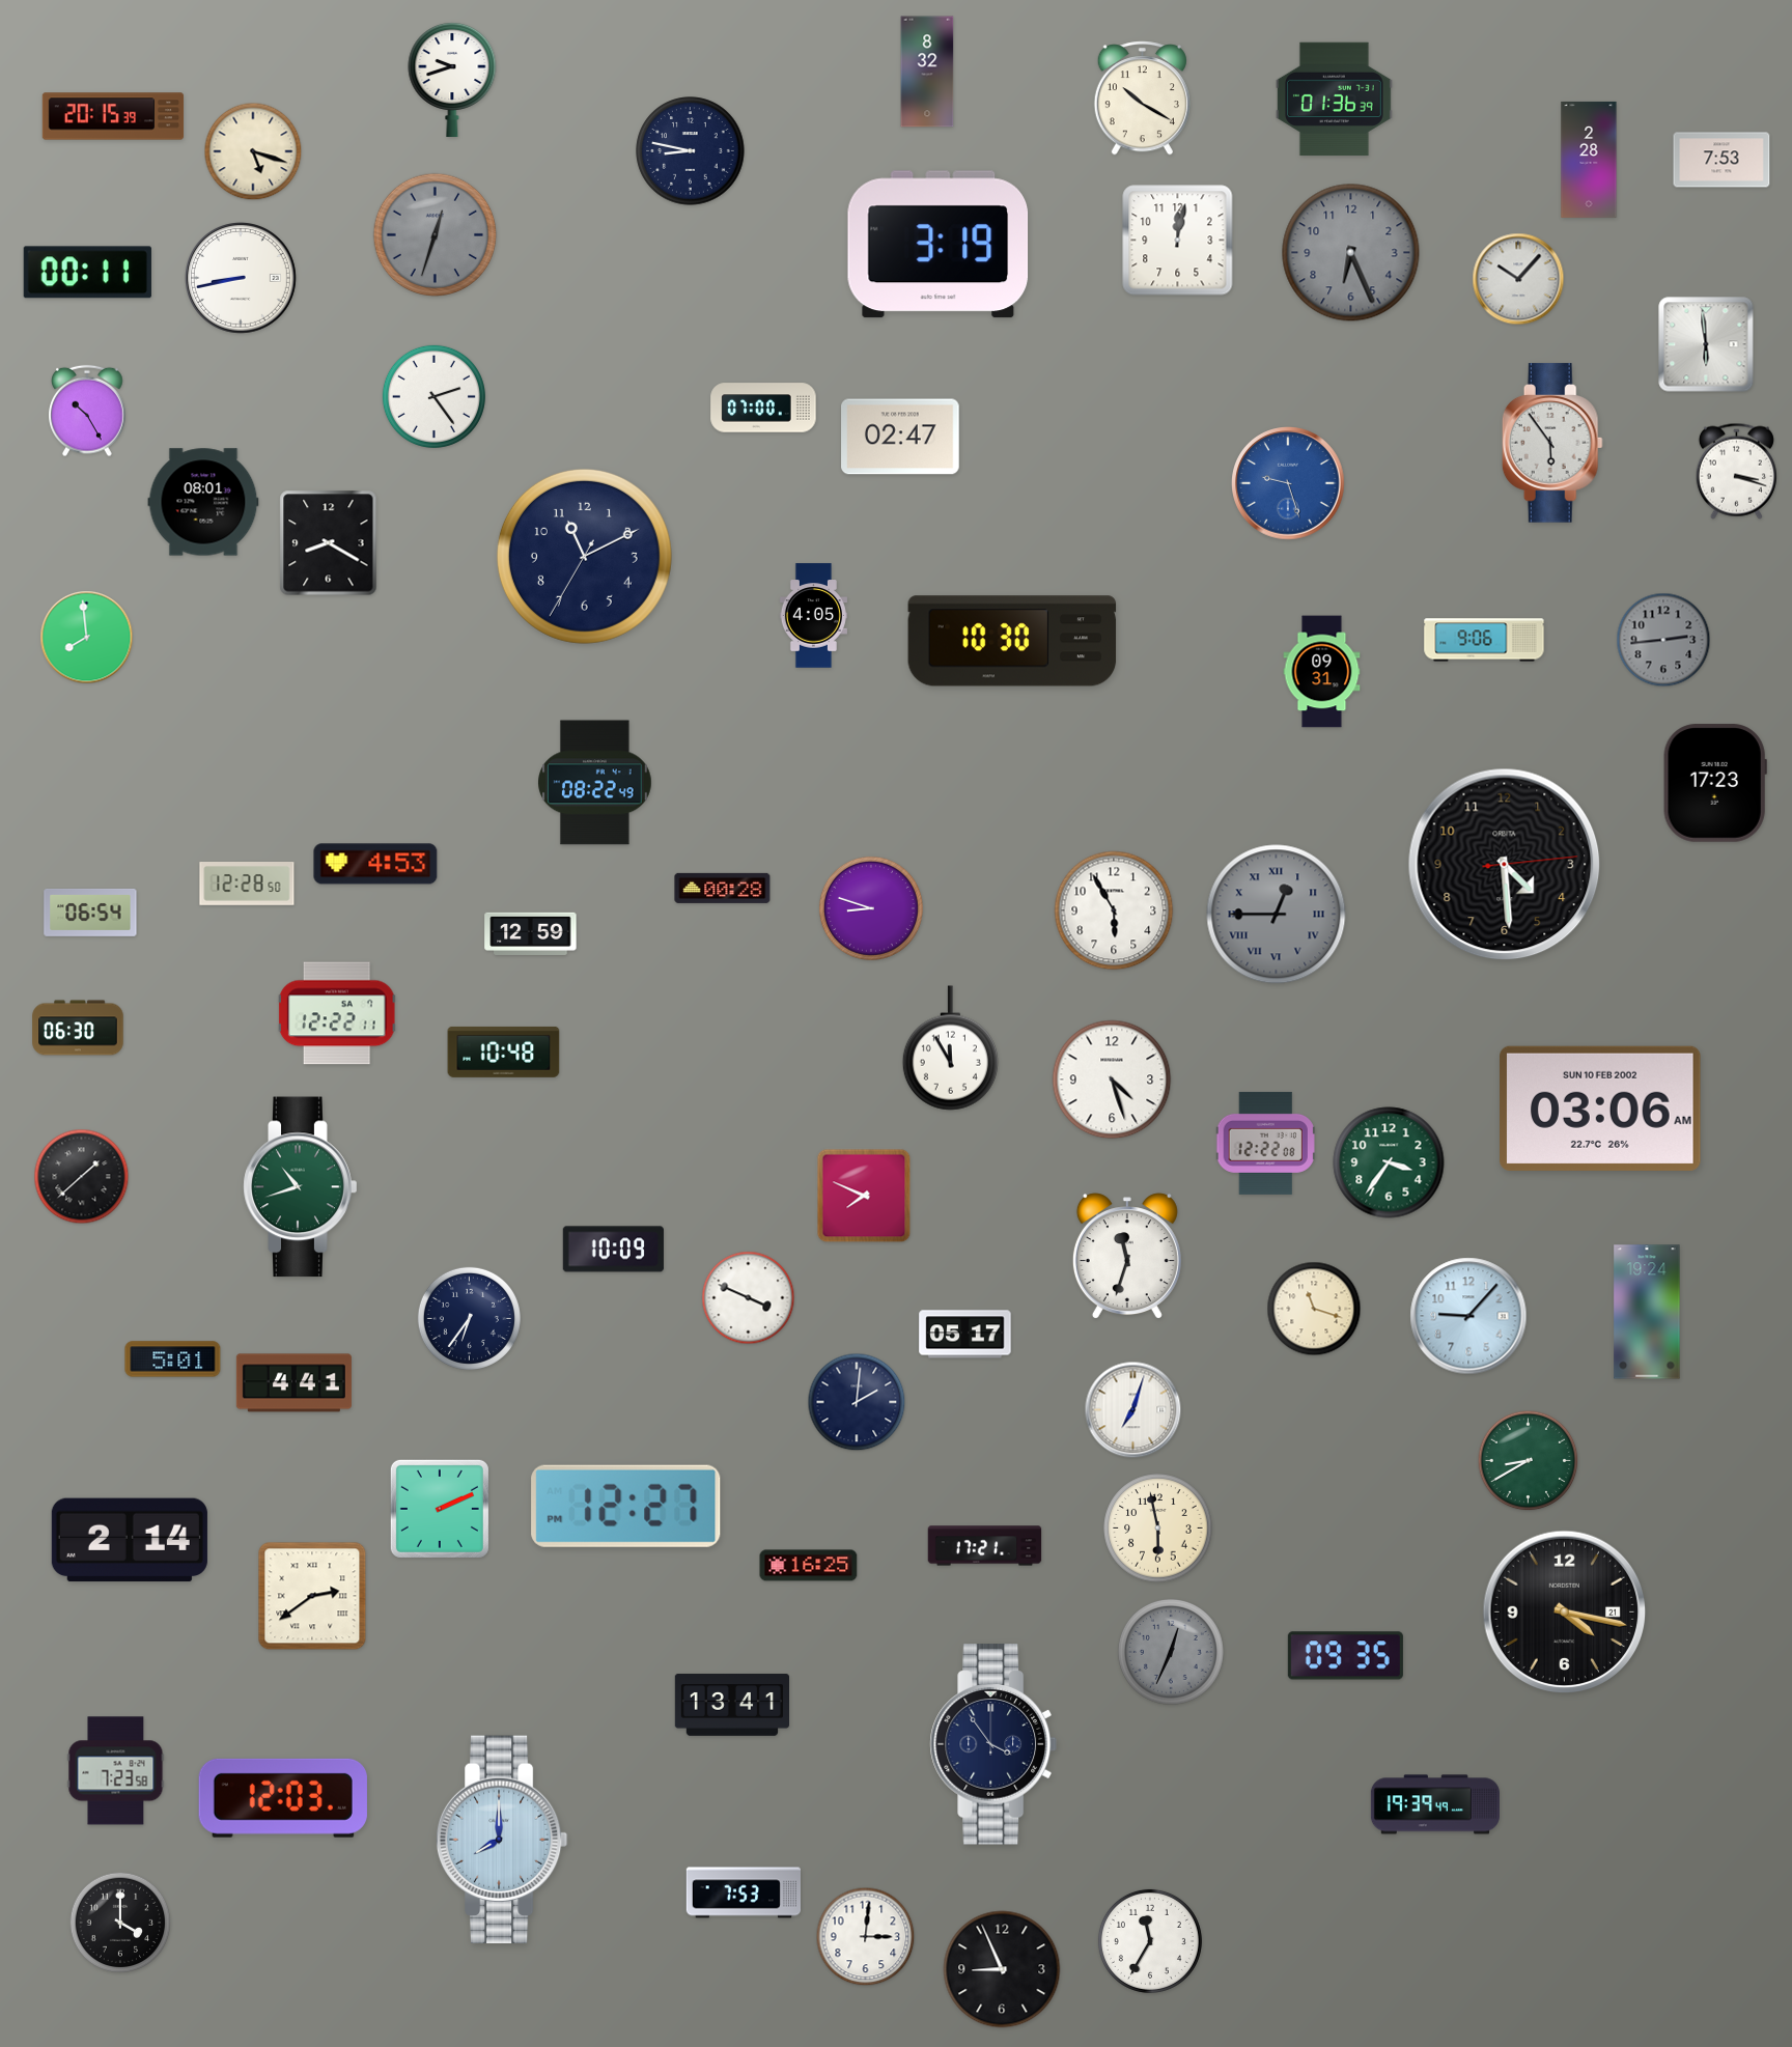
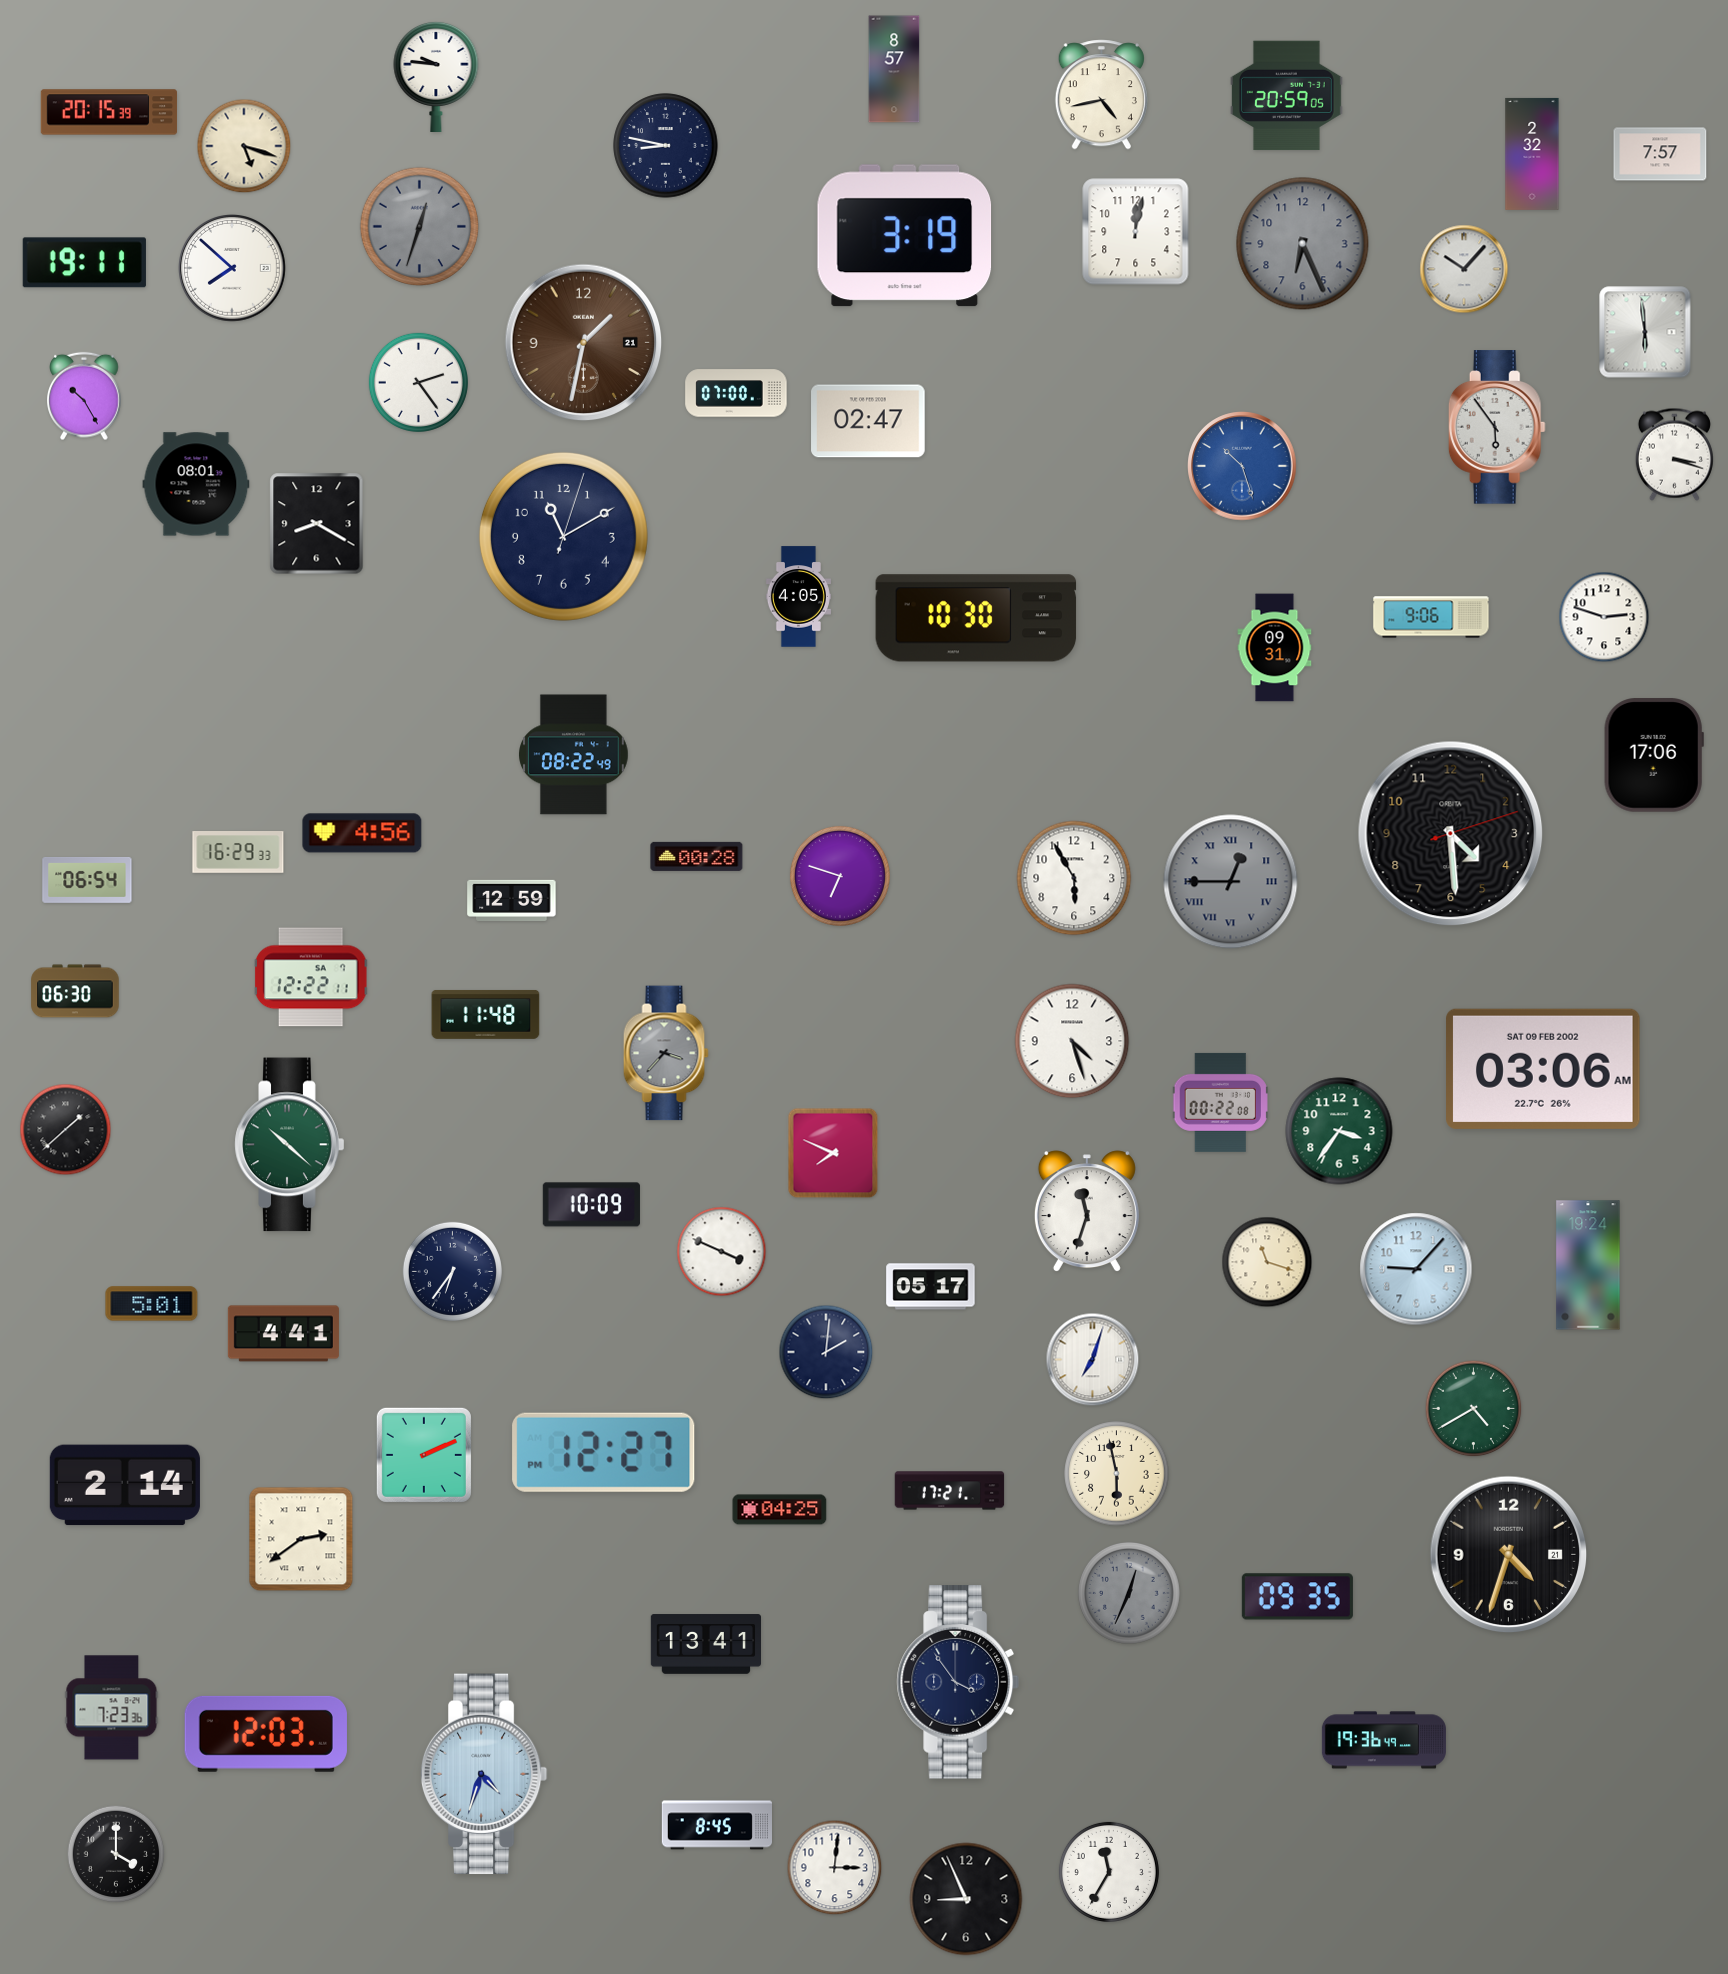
clock at (927, 72): 8:32 -> 8:57
clock at (452, 79): 9:42 -> 9:46
clock at (1142, 99): 10:20 -> 4:43
clock at (1334, 100): 01:36 -> 20:59
clock at (1589, 160): 2:28 -> 2:32
clock at (1721, 160): 7:53 -> 7:57
clock at (87, 273): 00:11 -> 19:11
clock at (242, 279): 8:43 -> 7:52
clock at (584, 343): none -> 1:32
clock at (1288, 483): 9:27 -> 10:27
clock at (584, 556): 11:10:35 -> 11:10:03
clock at (813, 616) position: (813, 616) -> (798, 597)
clock at (87, 638): 7:59 -> none
clock at (1663, 640): 2:44 -> 2:48
clock at (1663, 640) dial: grey -> white
clock at (1715, 783): 17:23 -> 17:06
clock at (375, 864): 4:53 -> 4:56
clock at (1505, 865): 4:29:14 -> 4:29:12
clock at (247, 885): 12:28 -> 16:29
clock at (871, 908): 8:48 -> 6:48
clock at (337, 1013) position: (337, 1013) -> (311, 977)
clock at (950, 1048): 11:55 -> none
clock at (504, 1051): 10:48 -> 11:48
clock at (666, 1053): none -> 3:37
clock at (1600, 1109) date: SUN 10 FEB 2002 -> SAT 09 FEB 2002
clock at (1265, 1143): 12:22 -> 00:22
clock at (1389, 1162) position: (1389, 1162) -> (1339, 1131)
clock at (82, 1177) position: (82, 1177) -> (66, 1130)
clock at (301, 1187): 10:42 -> 10:22
clock at (173, 1359) position: (173, 1359) -> (152, 1304)
clock at (1529, 1461): 8:40 -> 4:40
clock at (809, 1566): 16:25 -> 04:25
clock at (1565, 1613): 4:17 -> 4:33
clock at (116, 1771): 7:23:58 -> 7:23:36
clock at (283, 1798) position: (283, 1798) -> (266, 1734)
clock at (1435, 1804): 19:39 -> 19:36
clock at (502, 1840): 8:00 -> 4:33
clock at (743, 1892): 7:53 -> 8:45
